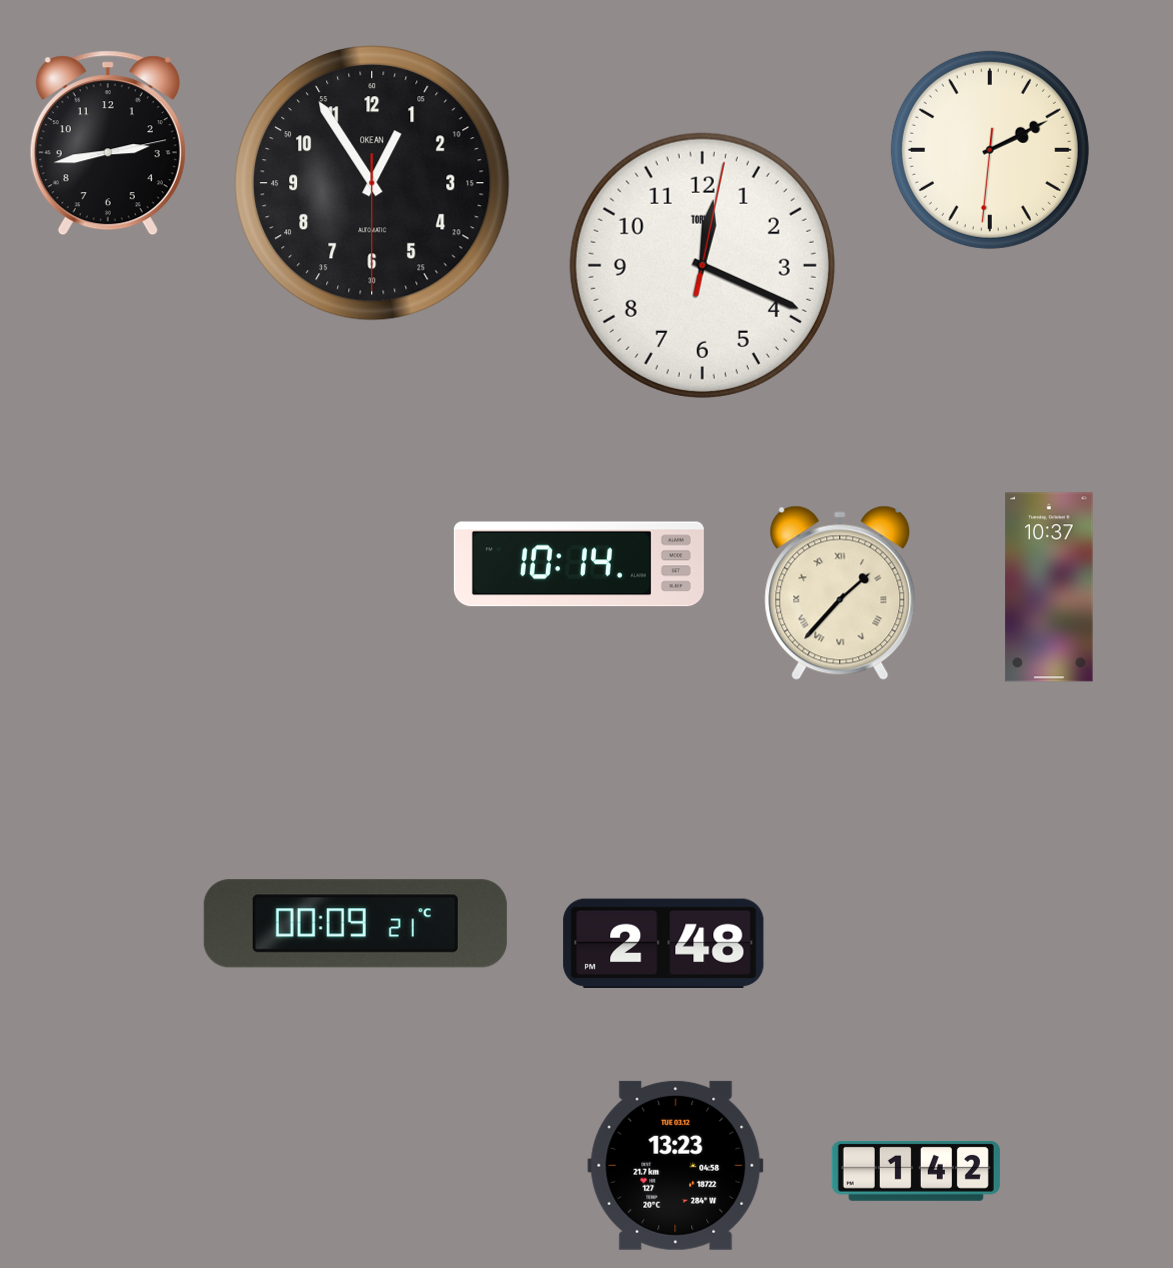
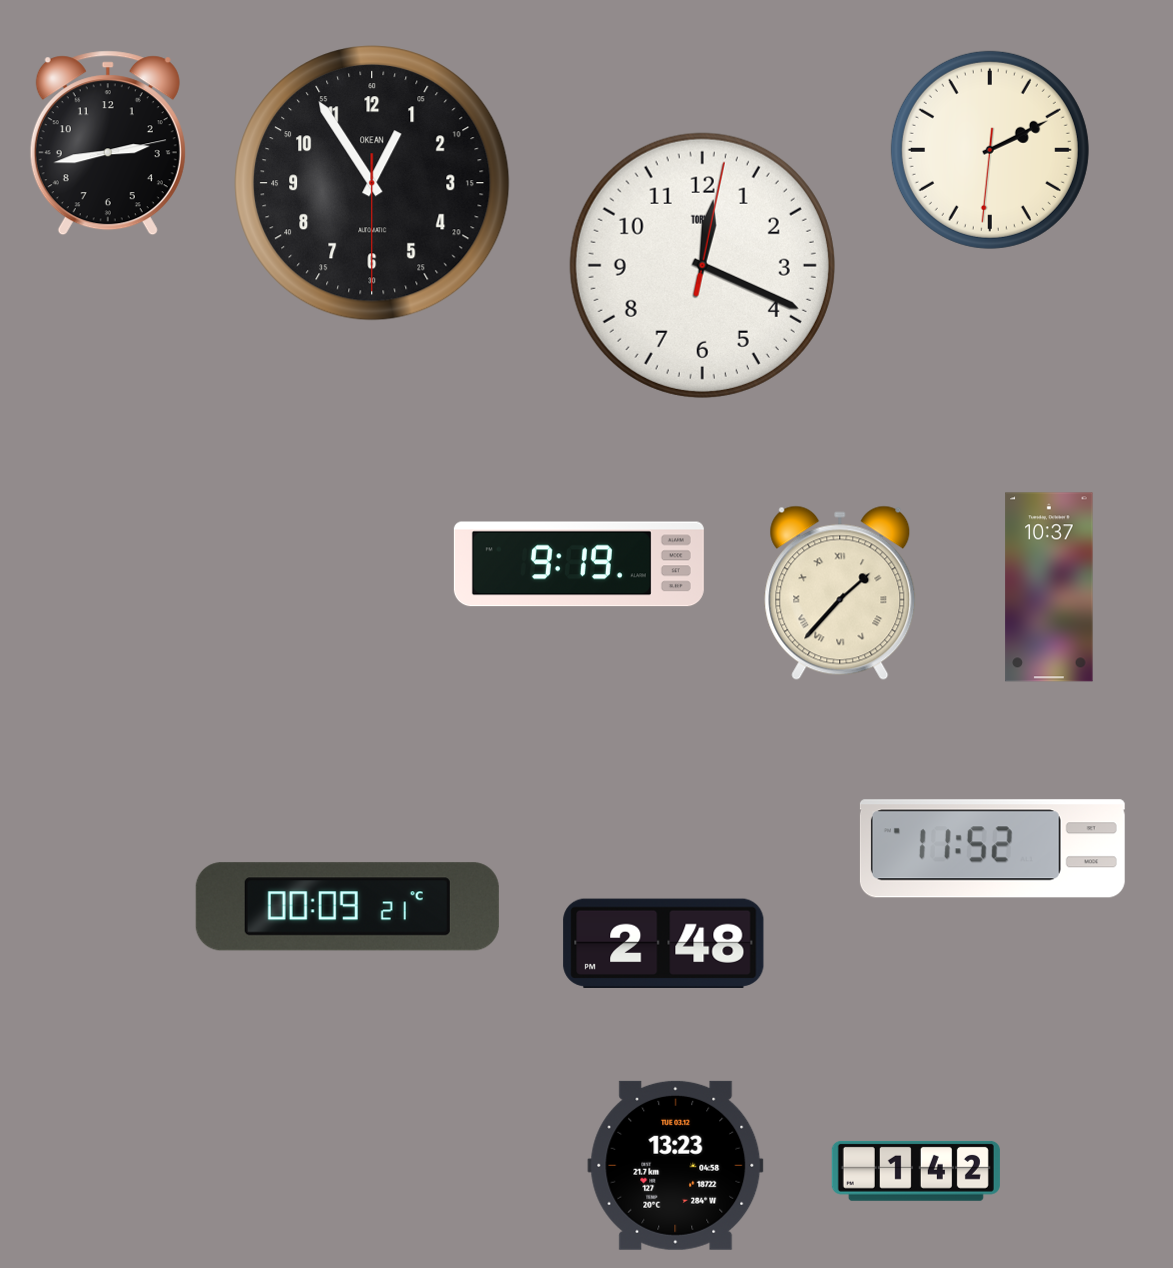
clock at (579, 564): 10:14 -> 9:19
clock at (992, 849): none -> 11:52
clock at (355, 924) position: (355, 924) -> (347, 907)
